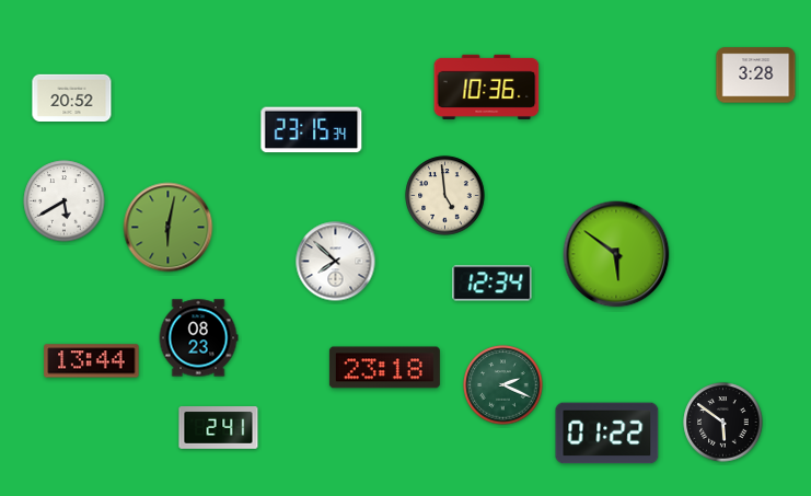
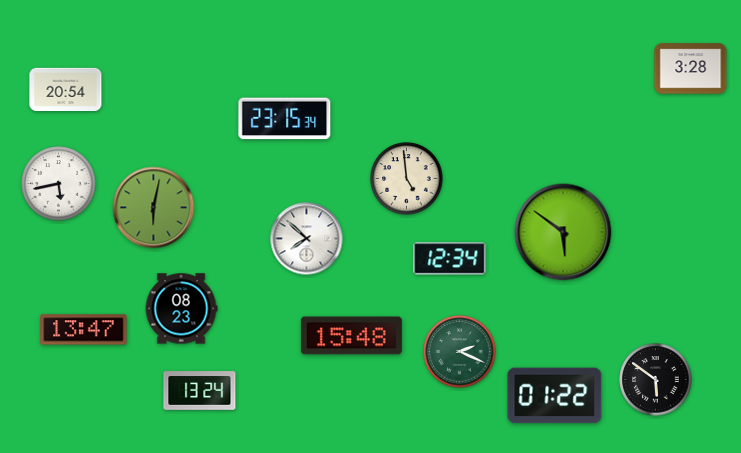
clock at (487, 86): 10:36 -> none
clock at (72, 97): 20:52 -> 20:54
clock at (65, 201): 5:40 -> 5:43
clock at (92, 361): 13:44 -> 13:47
clock at (384, 368): 23:18 -> 15:48
clock at (723, 423) position: (723, 423) -> (656, 380)
clock at (219, 428): 2:41 -> 13:24
